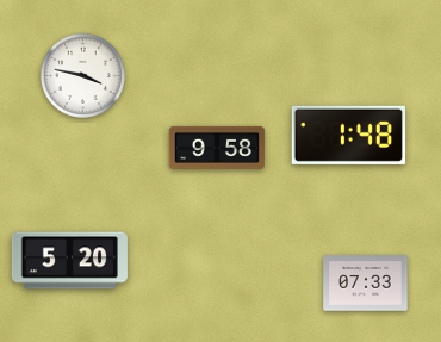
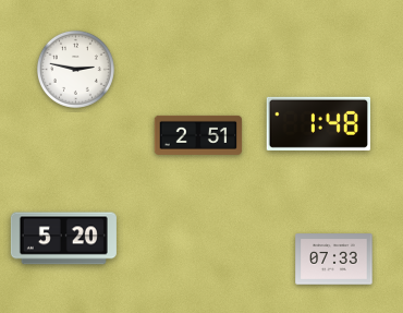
clock at (82, 75): 3:47 -> 2:47
clock at (217, 148): 9:58 -> 2:51
